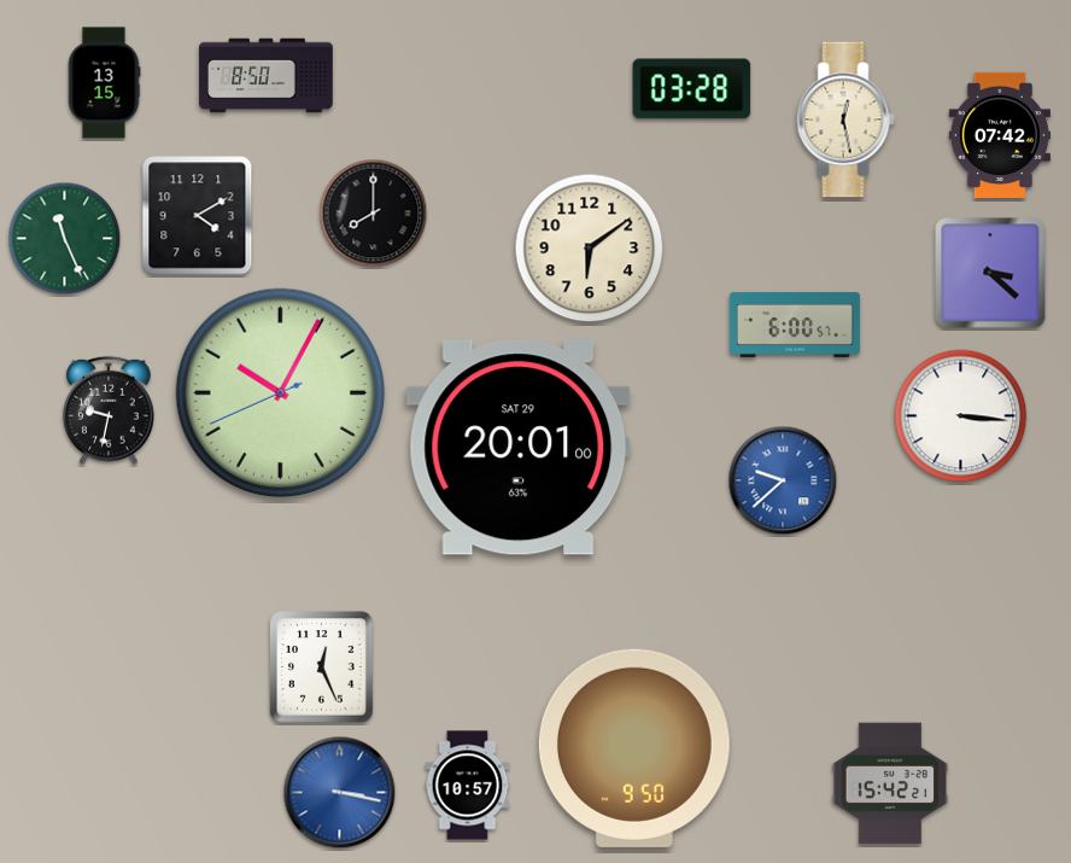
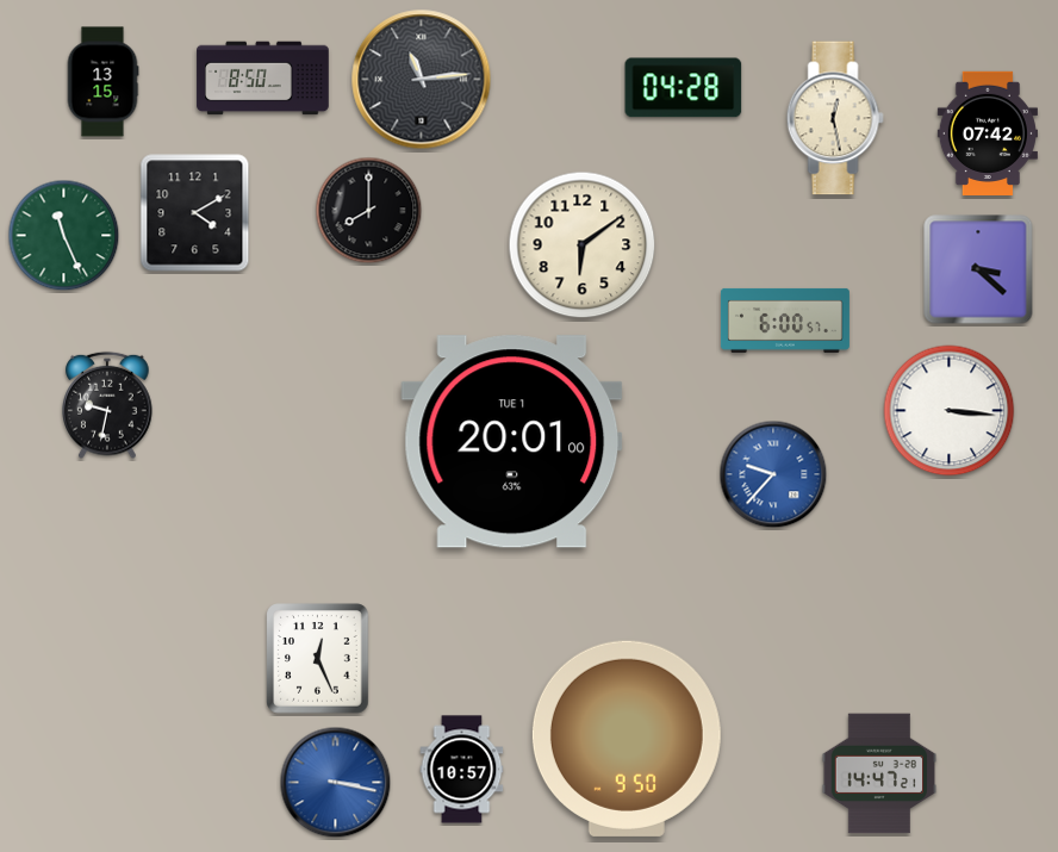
clock at (267, 76) position: (267, 76) -> (263, 79)
clock at (422, 80): none -> 11:14
clock at (692, 89): 03:28 -> 04:28
clock at (280, 392): 10:04 -> none
clock at (519, 448) date: SAT 29 -> TUE 1
clock at (783, 480): 9:38 -> 9:37
clock at (890, 783): 15:42 -> 14:47
clock at (468, 786) position: (468, 786) -> (462, 770)
